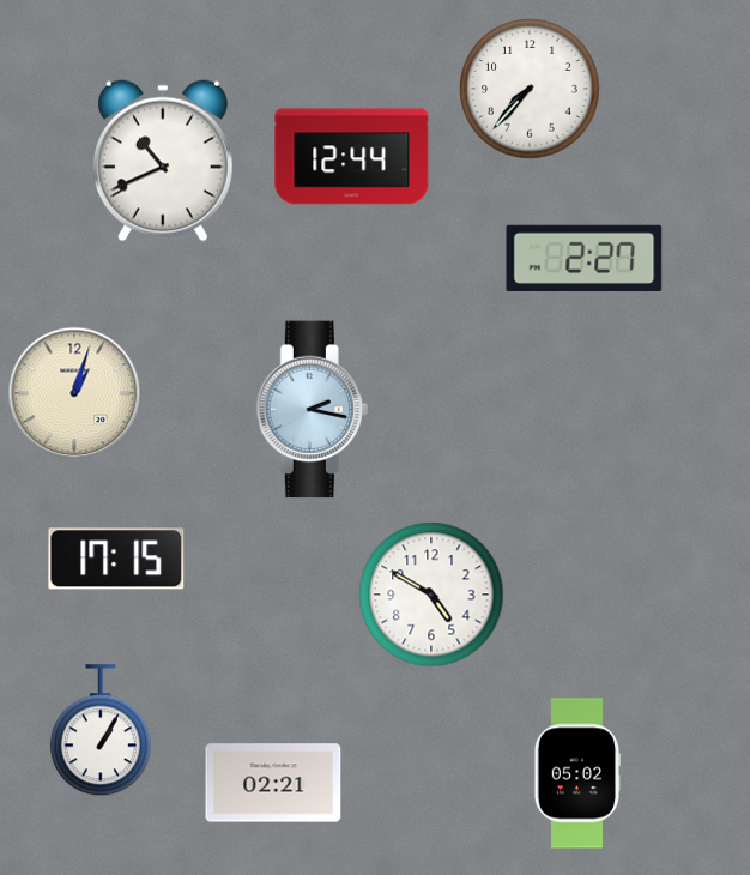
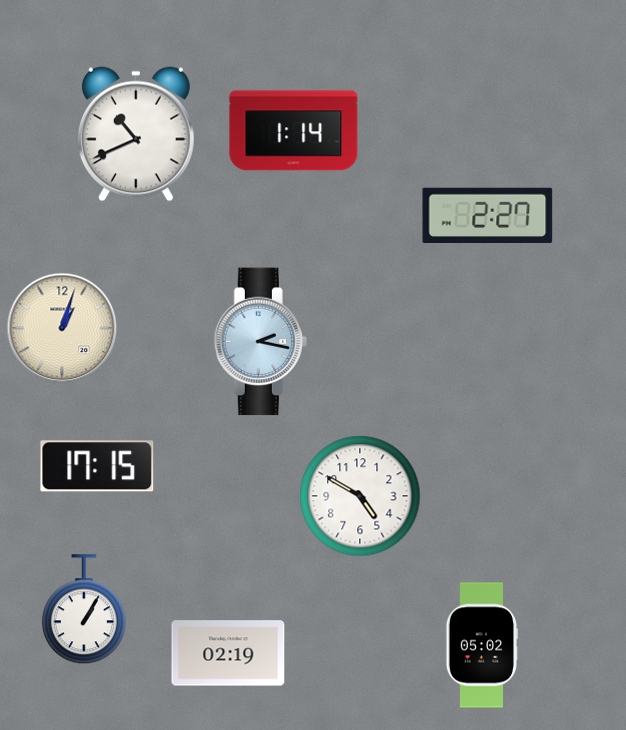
clock at (530, 89): 7:37 -> none
clock at (352, 157): 12:44 -> 1:14
clock at (273, 783): 02:21 -> 02:19
